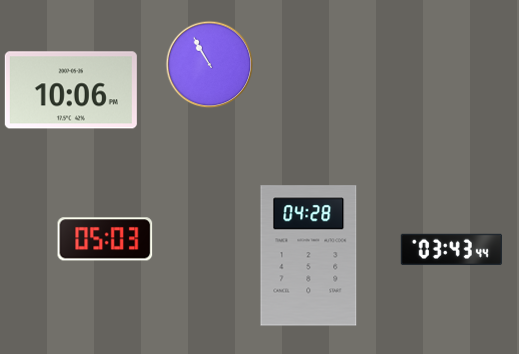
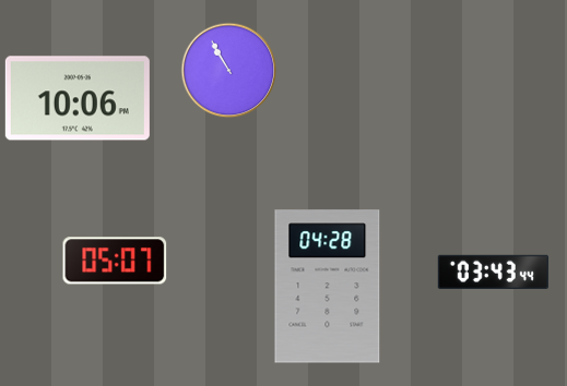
clock at (105, 239): 05:03 -> 05:07
clock at (309, 256) position: (309, 256) -> (328, 287)
